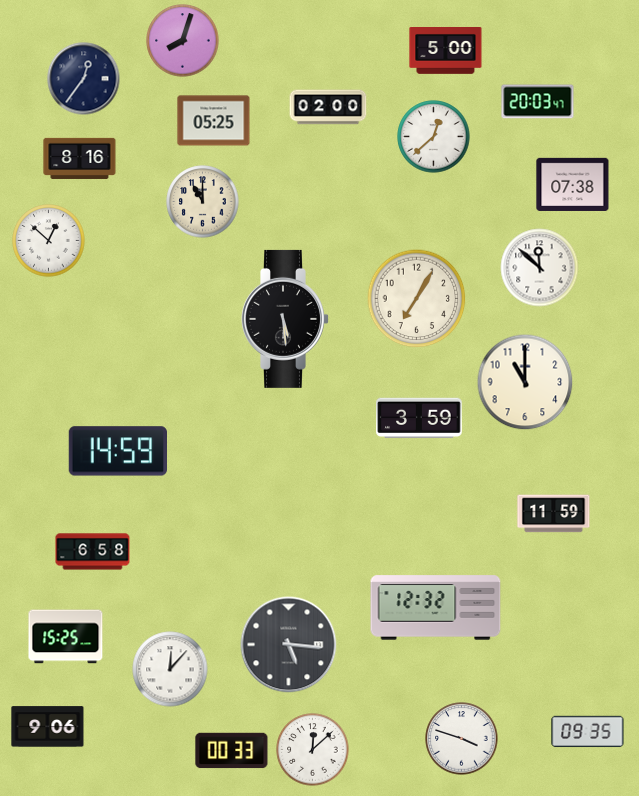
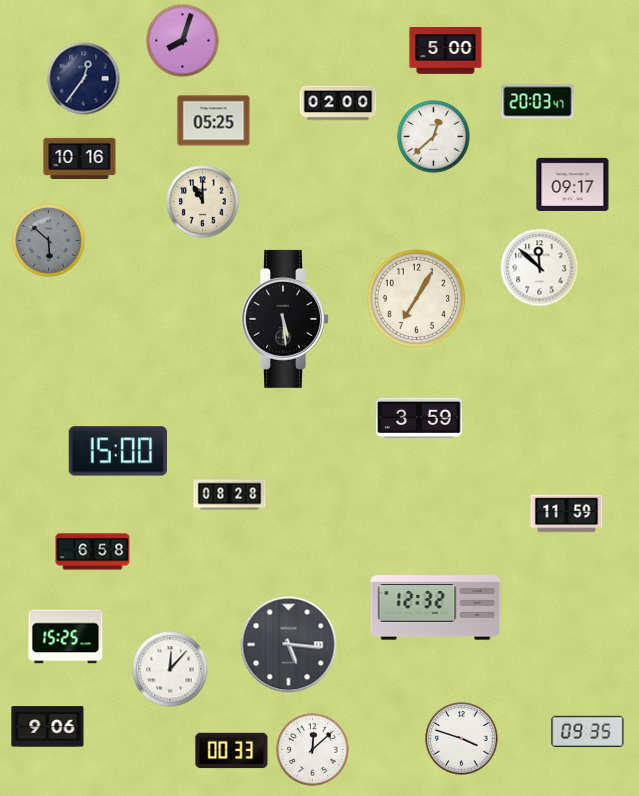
clock at (328, 107) position: (328, 107) -> (338, 103)
clock at (80, 158): 8:16 -> 10:16
clock at (573, 184): 07:38 -> 09:17
clock at (49, 241): 12:52 -> 5:52
clock at (49, 241) dial: white -> grey
clock at (525, 382): 11:00 -> none
clock at (117, 451): 14:59 -> 15:00
clock at (230, 495): none -> 08:28
clock at (554, 514) position: (554, 514) -> (567, 514)
